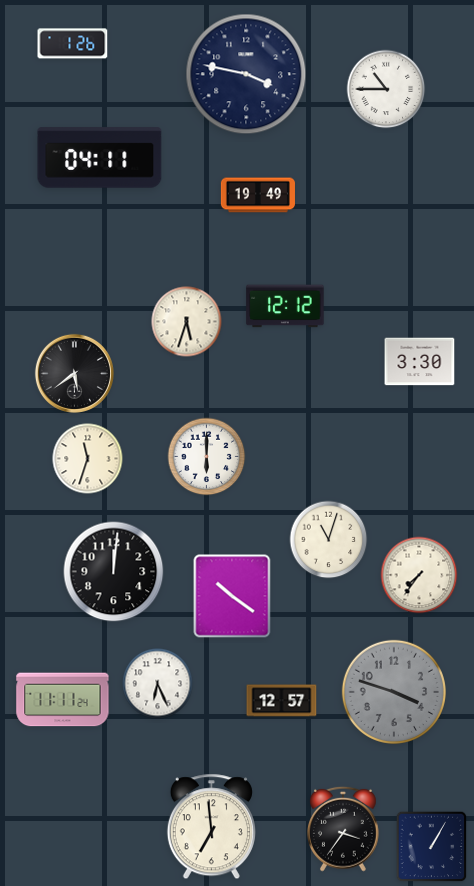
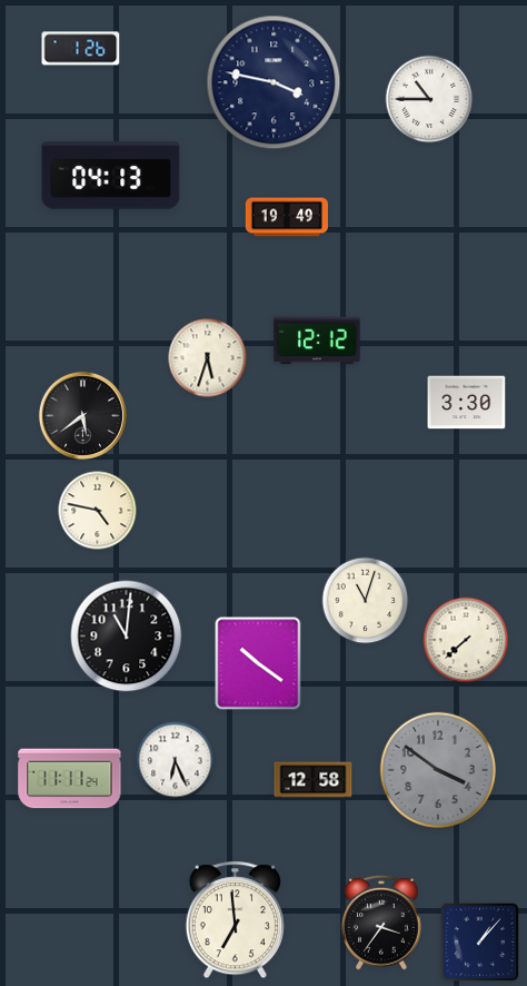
clock at (100, 158): 04:11 -> 04:13
clock at (207, 457): 6:00 -> none
clock at (88, 459): 11:33 -> 4:47
clock at (114, 572): 12:01 -> 11:01
clock at (419, 575): 7:36 -> 7:38
clock at (394, 692): 3:48 -> 3:51
clock at (282, 701): 12:57 -> 12:58
clock at (432, 847): 1:05 -> 1:07
